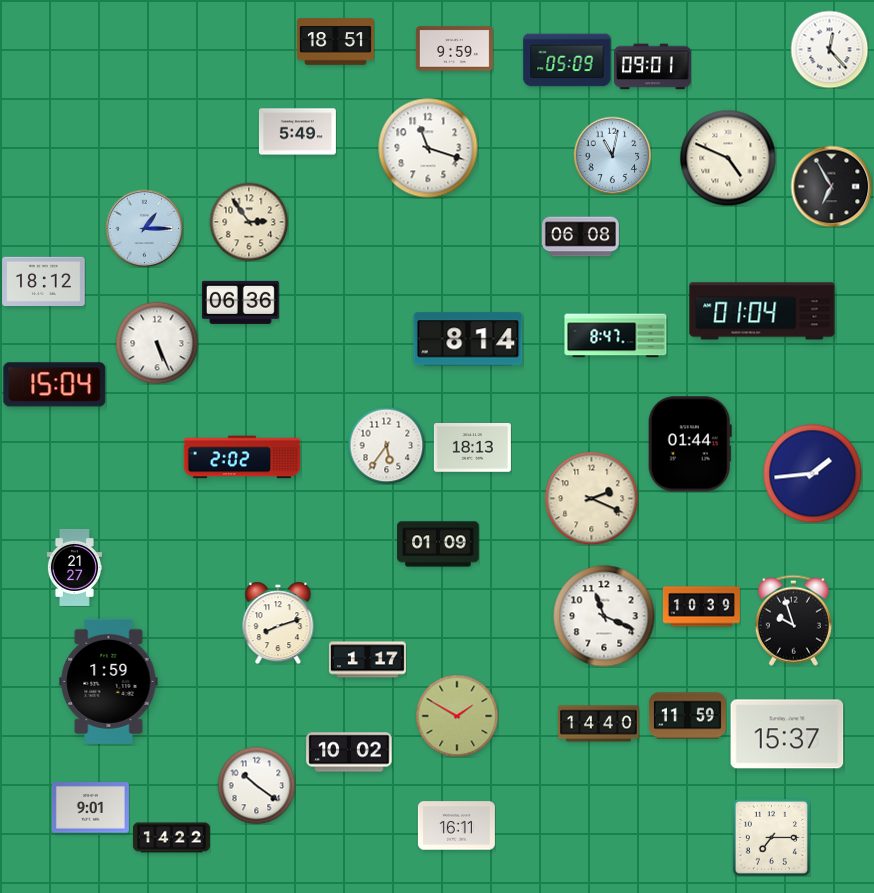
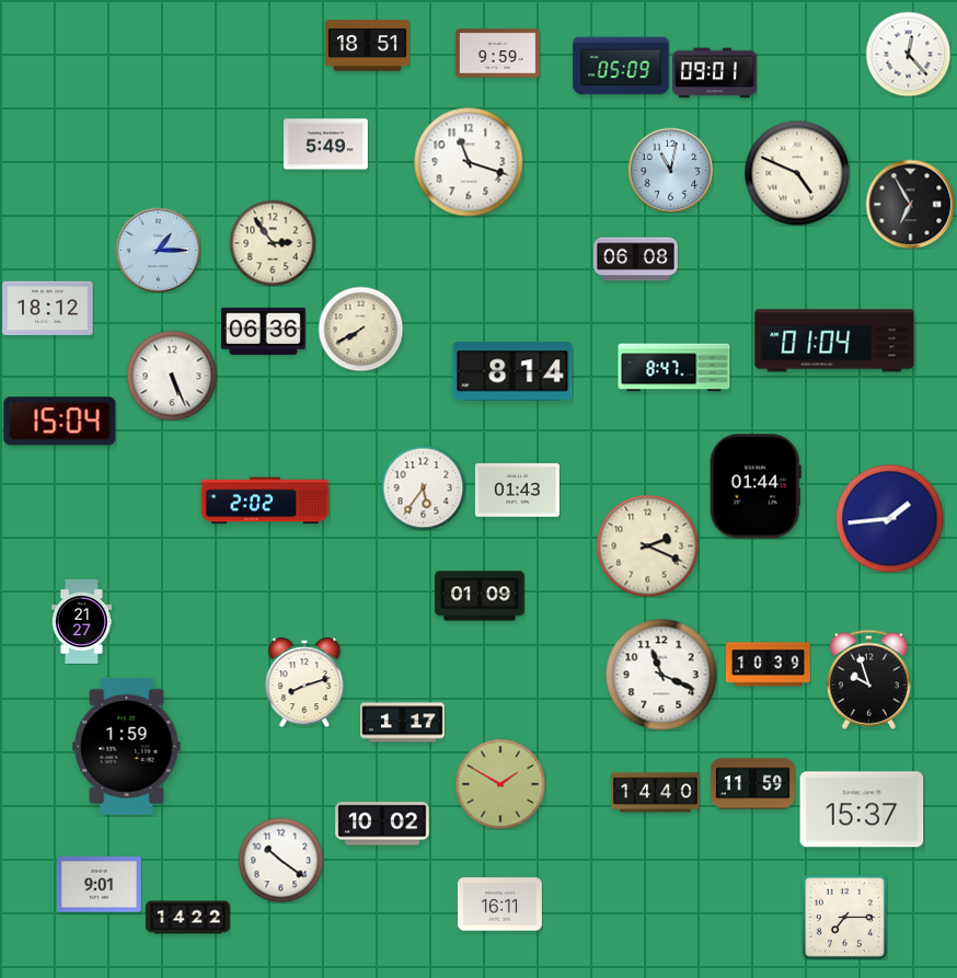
clock at (360, 329): none -> 7:40
clock at (472, 448): 18:13 -> 01:43
clock at (109, 681) position: (109, 681) -> (127, 746)
clock at (787, 734) position: (787, 734) -> (862, 809)
